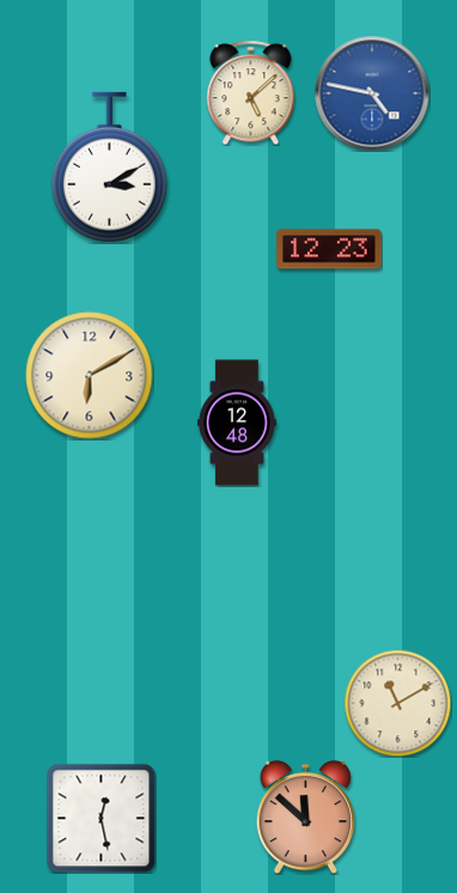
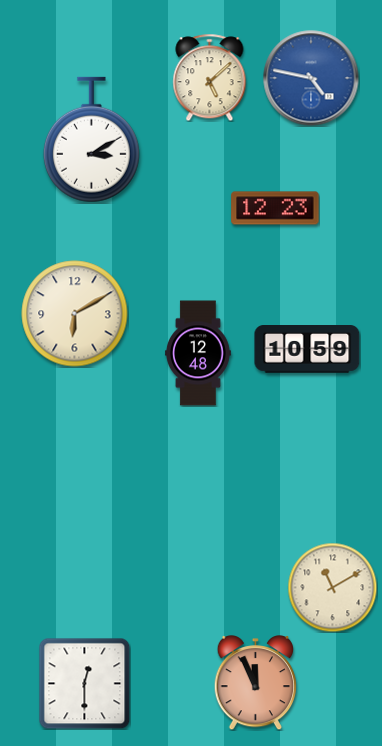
clock at (307, 350): none -> 10:59
clock at (100, 818): 12:28 -> 12:30
clock at (306, 818): 11:52 -> 11:56
